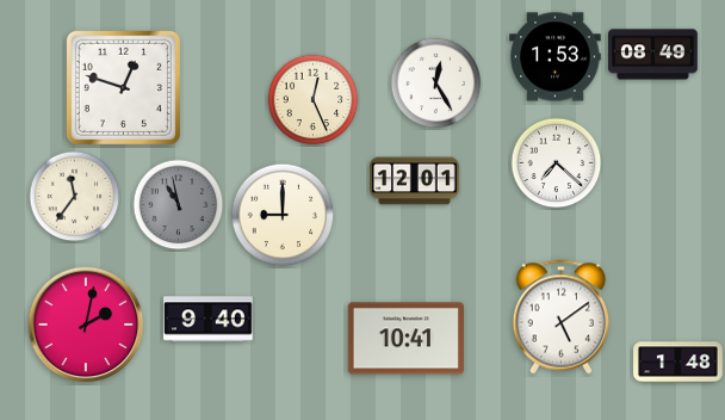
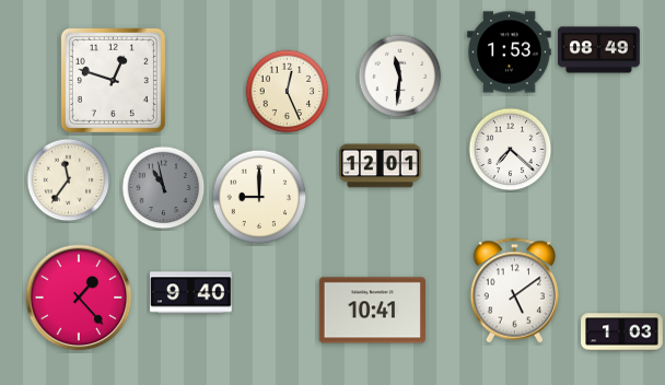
clock at (436, 84): 12:25 -> 11:31
clock at (86, 325): 2:02 -> 1:23
clock at (678, 363): 1:48 -> 1:03
